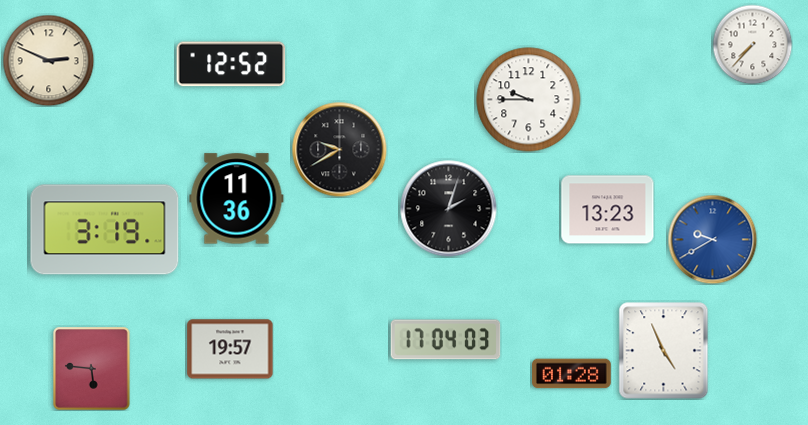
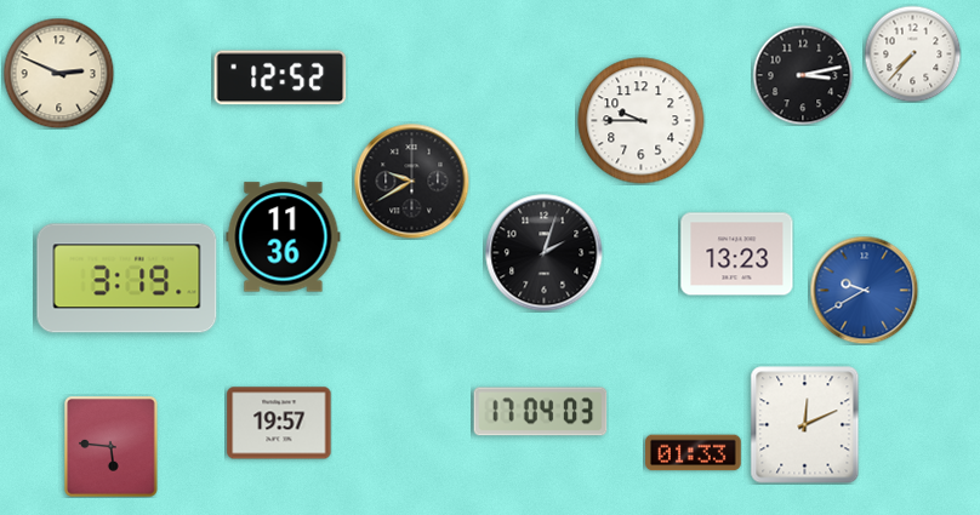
clock at (803, 75): none -> 3:13
clock at (237, 199) position: (237, 199) -> (284, 238)
clock at (664, 351): 4:56 -> 12:11
clock at (572, 374): 01:28 -> 01:33
